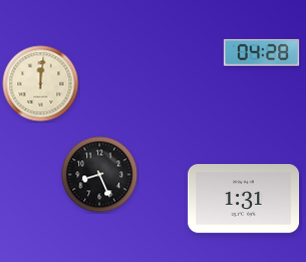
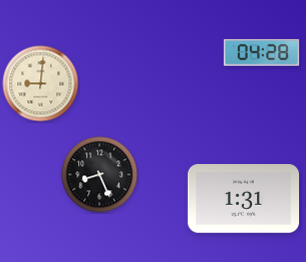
clock at (41, 84): 12:01 -> 9:01
